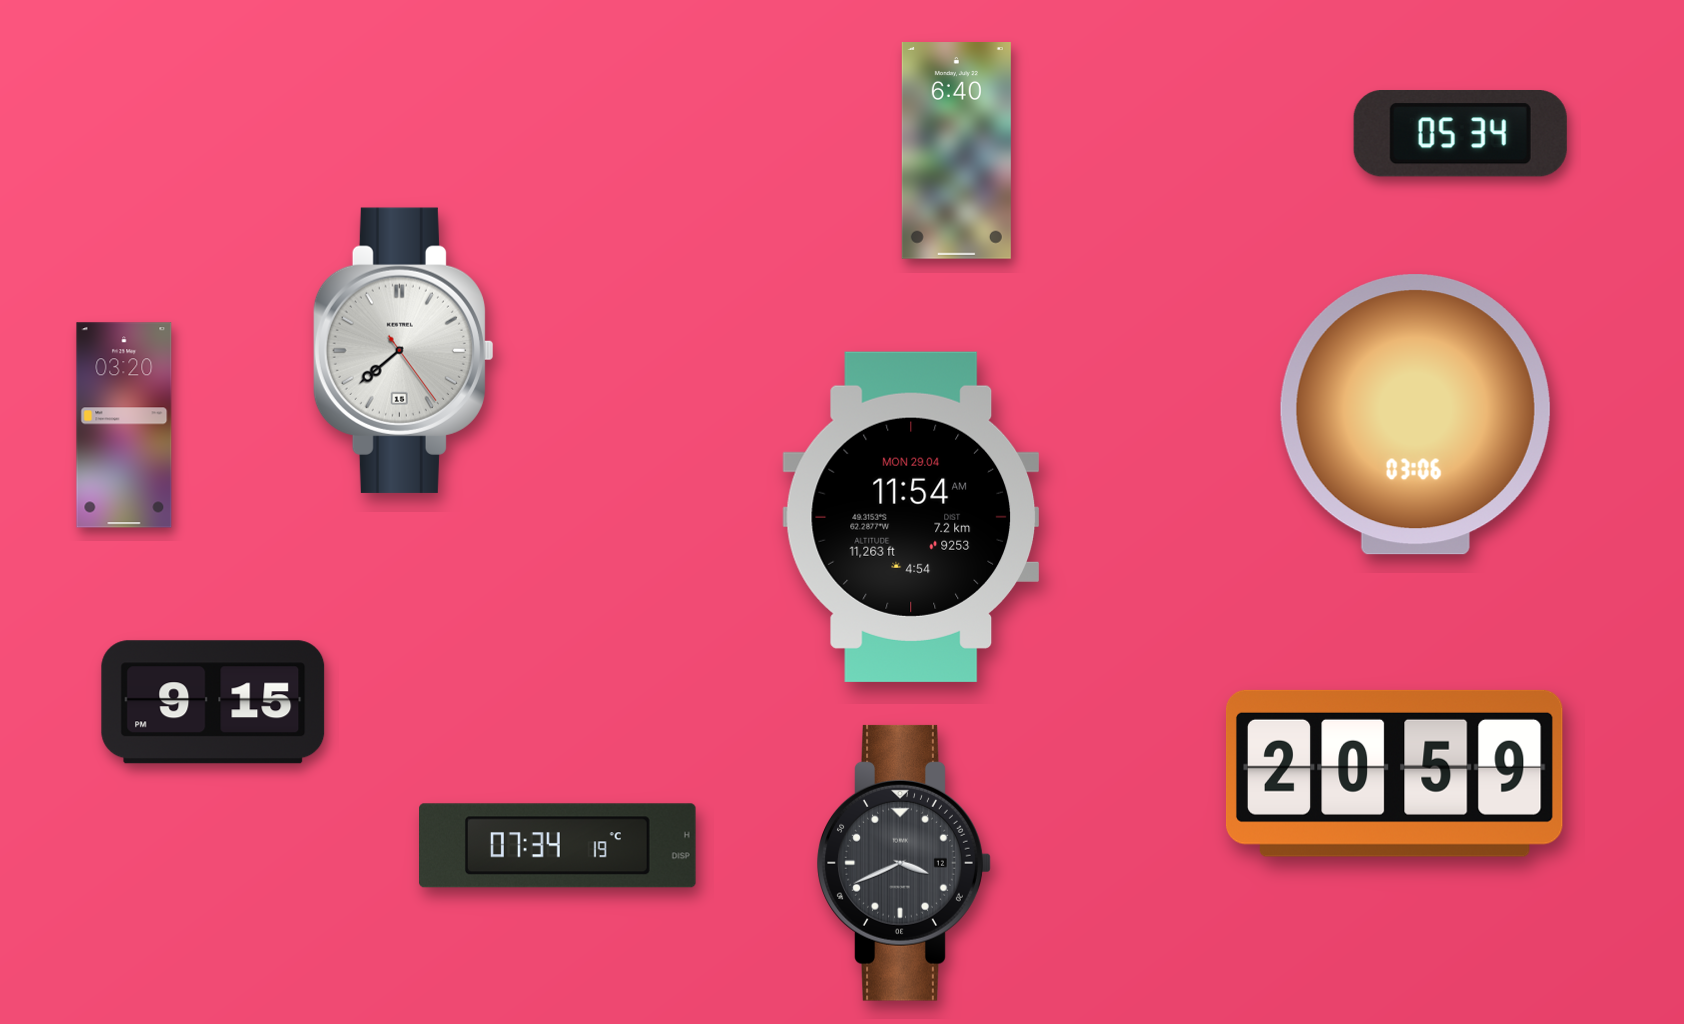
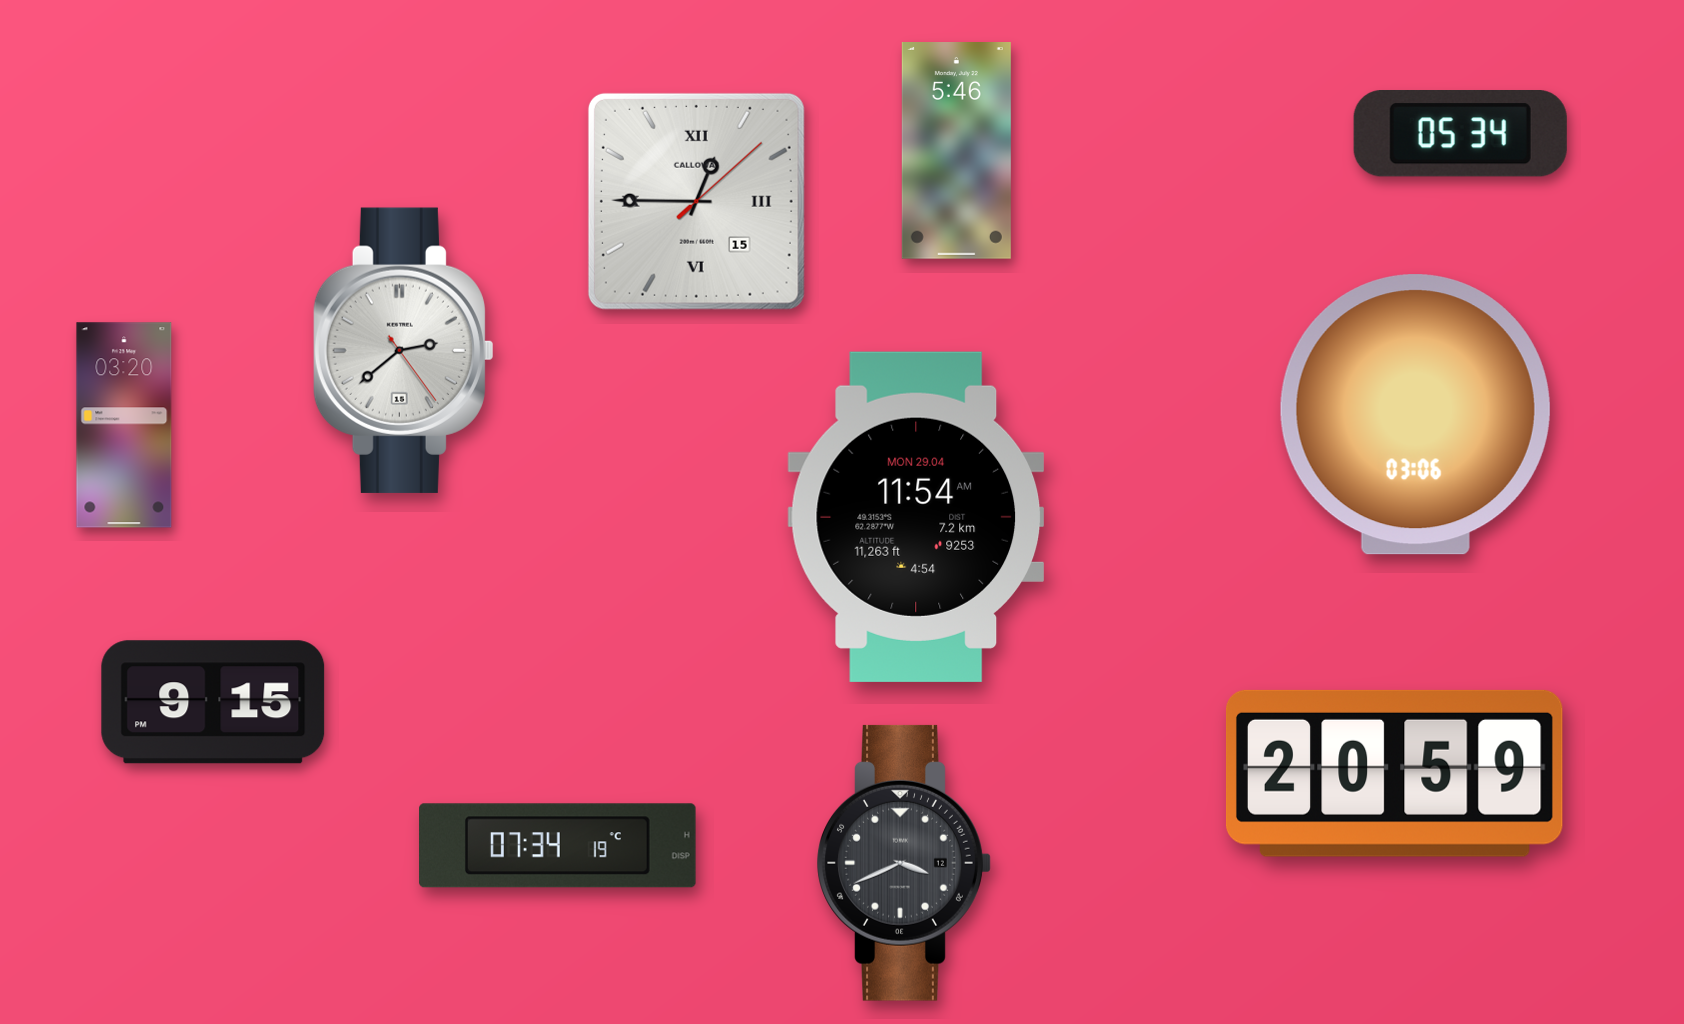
clock at (956, 151): 6:40 -> 5:46
clock at (696, 201): none -> 12:45
clock at (403, 350): 7:38 -> 2:38
clock at (910, 517) position: (910, 517) -> (915, 517)
